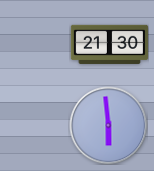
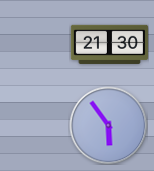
clock at (108, 125): 5:59 -> 5:54
